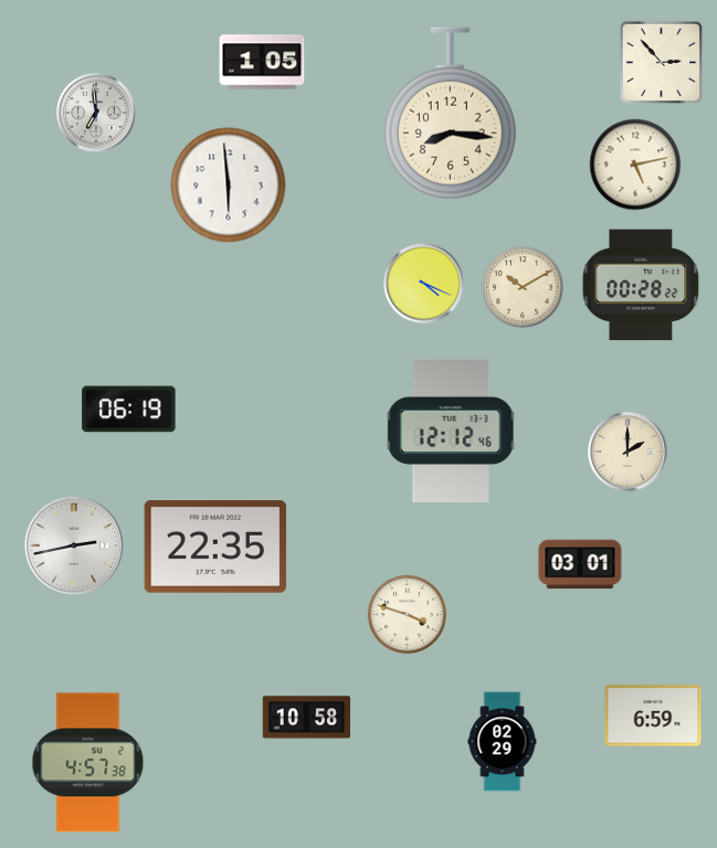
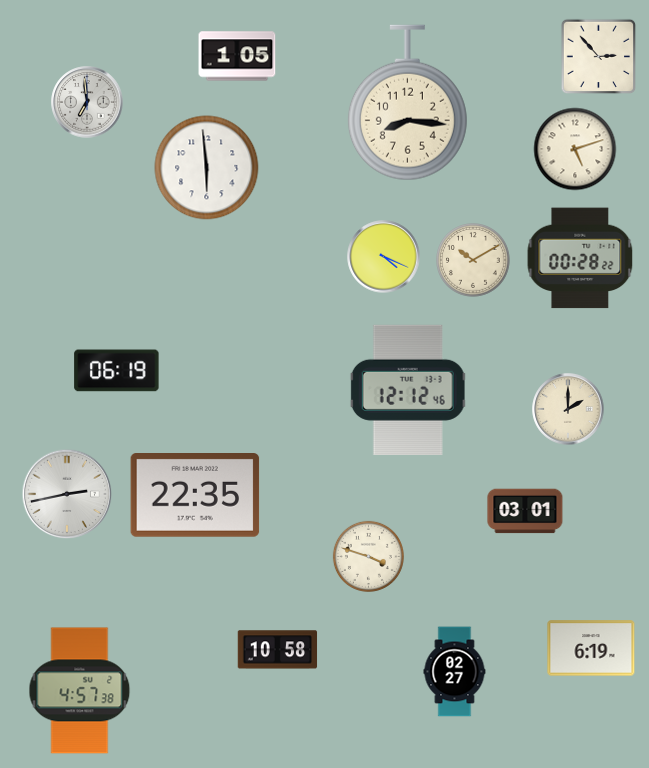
clock at (635, 165): 5:13 -> 5:12
clock at (653, 715): 6:59 -> 6:19
clock at (503, 742): 02:29 -> 02:27
